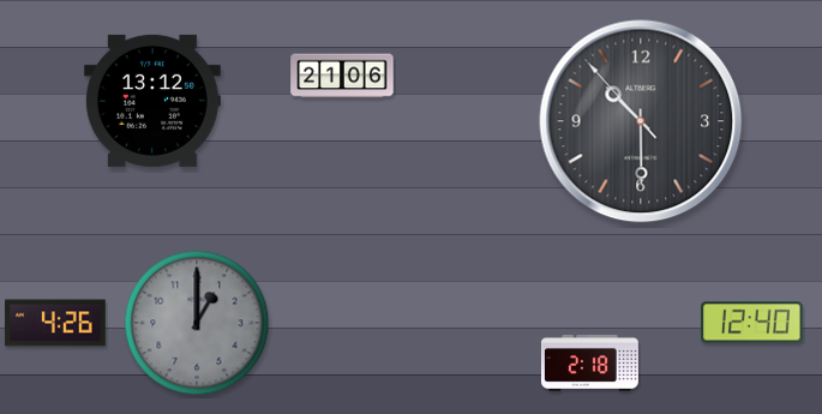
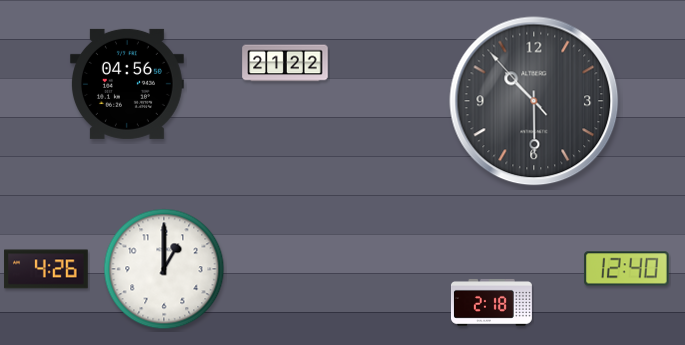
clock at (342, 76): 21:06 -> 21:22
clock at (152, 101): 13:12 -> 04:56
clock at (197, 323) dial: grey -> white
